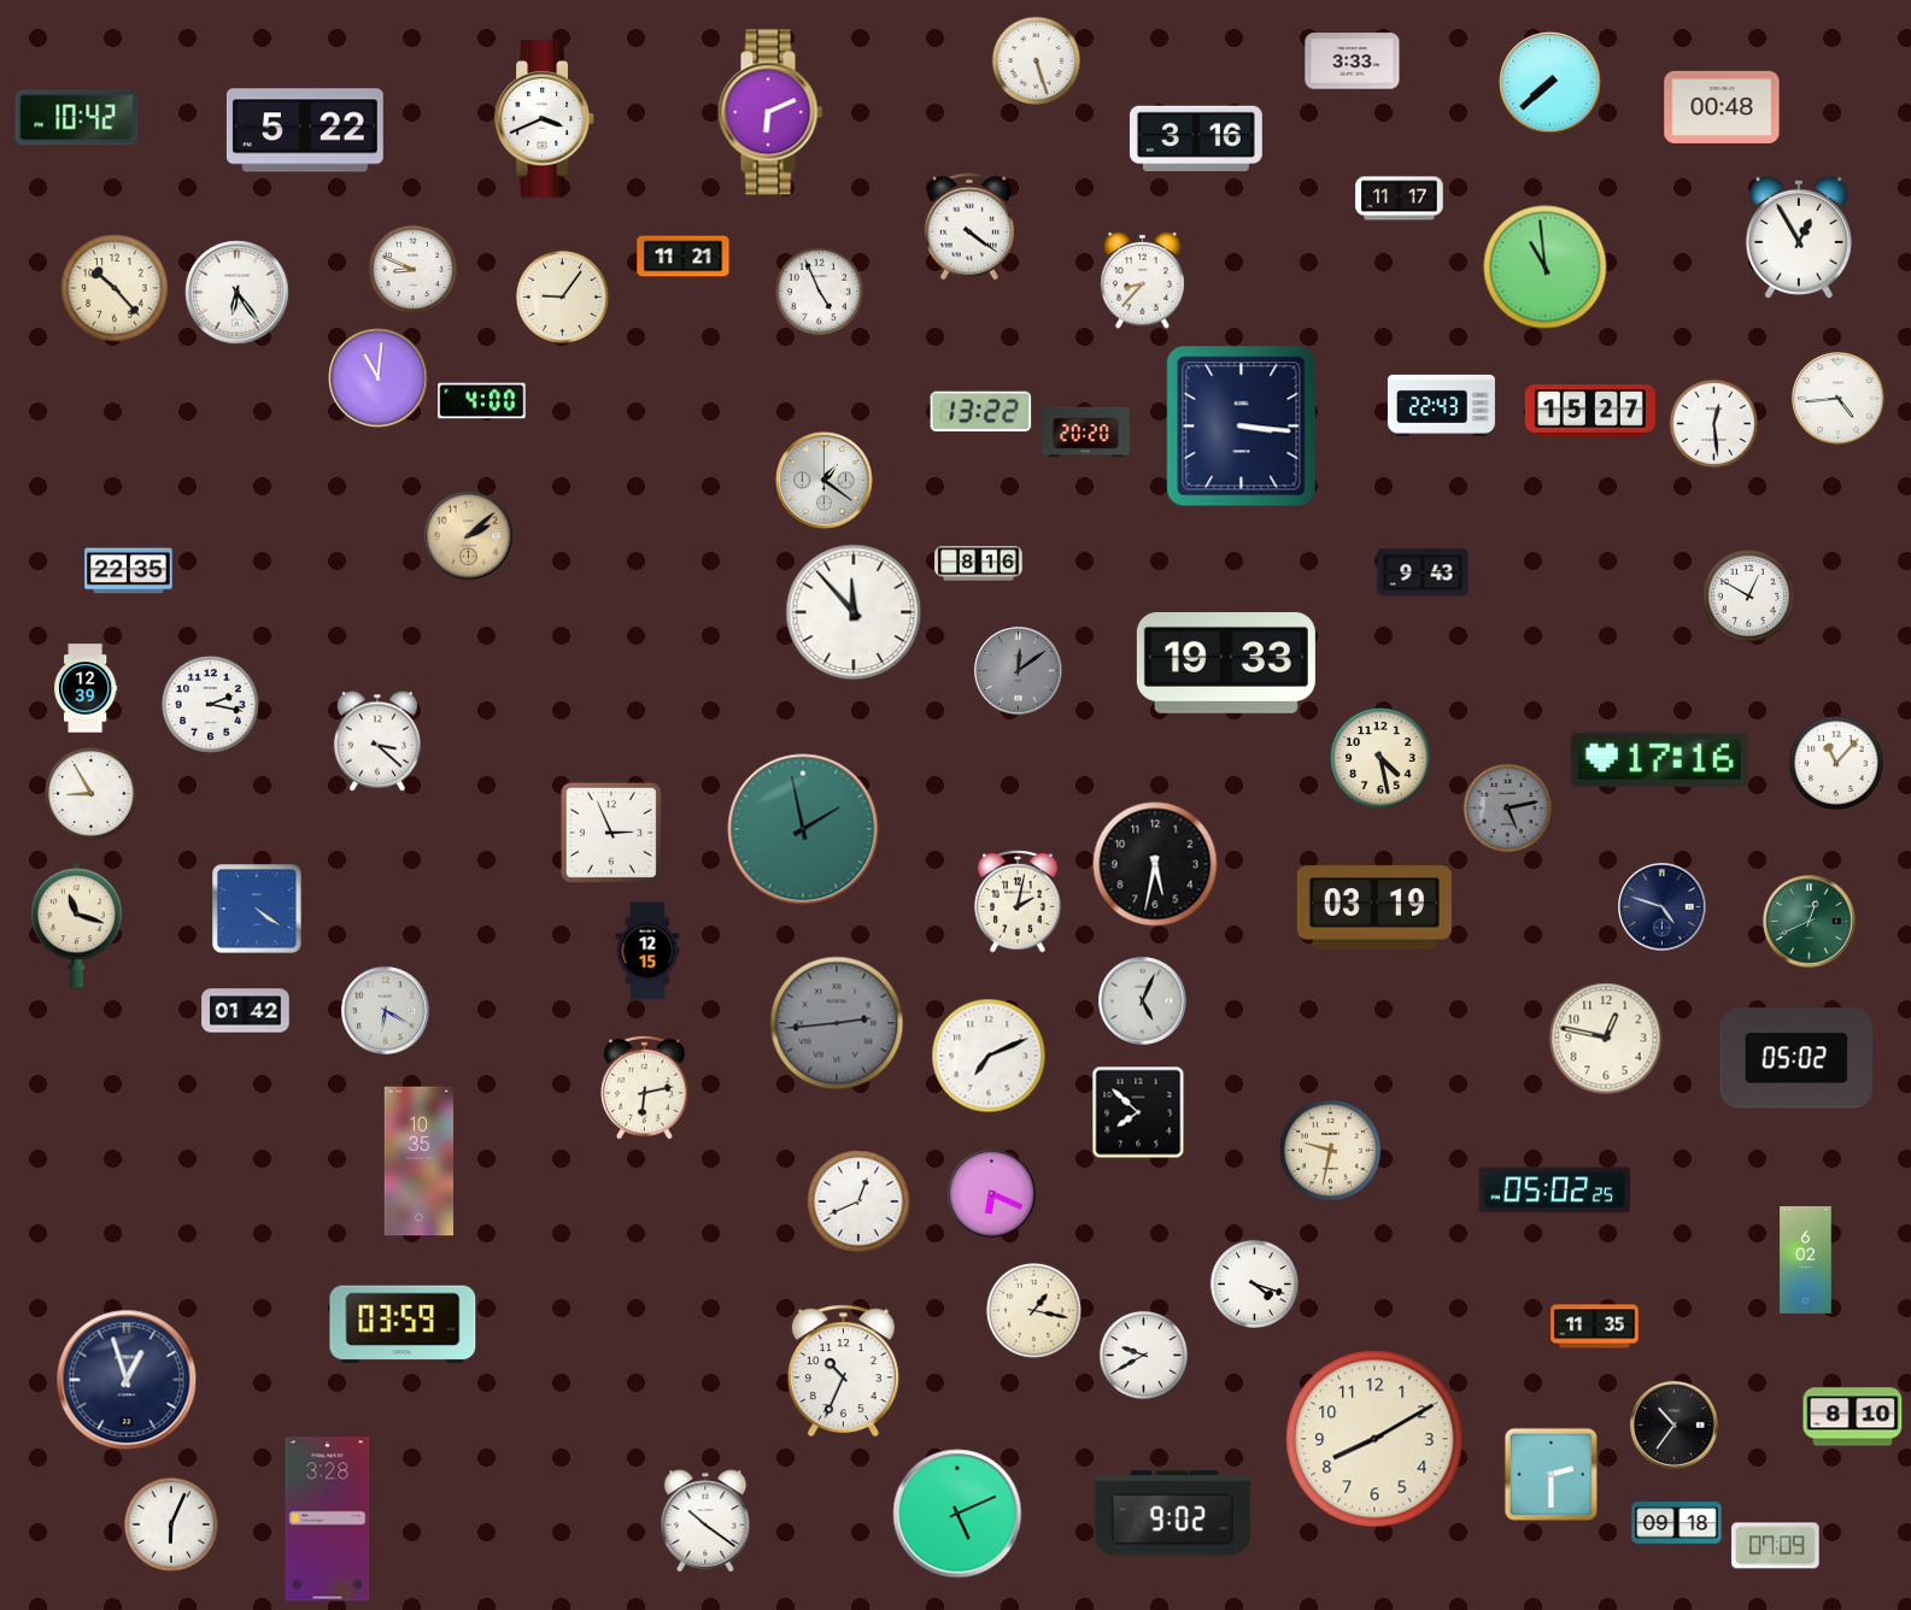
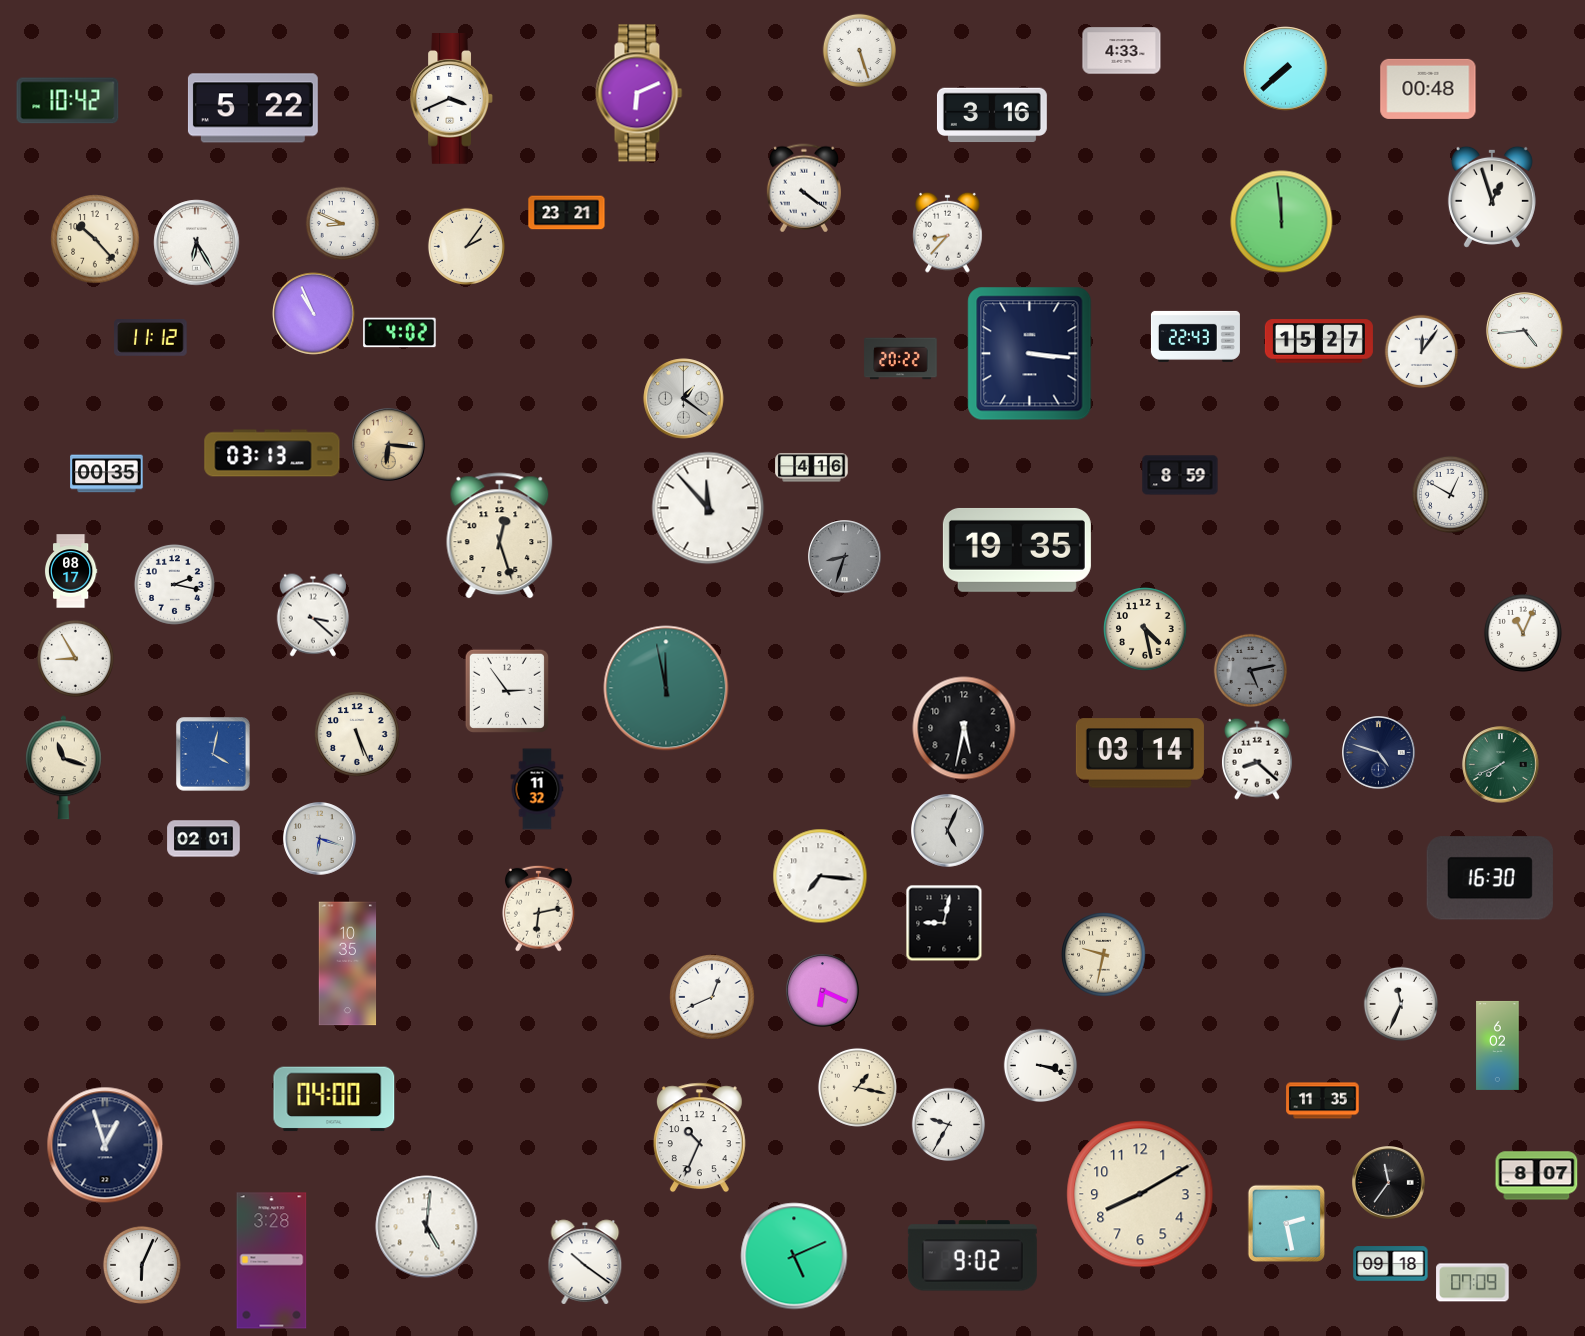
clock at (1353, 61): 3:33 -> 4:33
clock at (77, 118) position: (77, 118) -> (68, 101)
clock at (1400, 199): 11:17 -> none
clock at (1799, 237): 12:55 -> 12:57
clock at (684, 257): 11:21 -> 23:21
clock at (1546, 268): 10:59 -> 11:59
clock at (819, 290): 4:56 -> none
clock at (238, 293): 6:24 -> 6:25
clock at (562, 296): 9:06 -> 2:06
clock at (379, 378): 11:01 -> 10:56
clock at (482, 401): 4:00 -> 4:02
clock at (151, 338): none -> 11:12
clock at (981, 412): 13:22 -> none
clock at (1713, 423): 12:29 -> 12:06
clock at (1086, 433): 20:20 -> 20:22
clock at (469, 536): 2:08 -> 6:16
clock at (272, 453): none -> 03:13
clock at (979, 564): 8:16 -> 4:16
clock at (129, 571): 22:35 -> 00:35
clock at (1423, 572): 9:43 -> 8:59
clock at (500, 536): none -> 12:27
clock at (1226, 663): 19:33 -> 19:35
clock at (1019, 671): 12:09 -> 8:33
clock at (86, 688): 12:39 -> 08:17
clock at (1659, 759): 17:16 -> none
clock at (1836, 763): 11:07 -> 11:04
clock at (803, 829): 1:58 -> 11:58
clock at (611, 833): 2:56 -> 2:54
clock at (1155, 864) position: (1155, 864) -> (964, 728)
clock at (357, 734): none -> 5:26
clock at (1018, 901): 2:02 -> none
clock at (1374, 907): 03:19 -> 03:14
clock at (257, 909): 4:21 -> 4:02
clock at (1257, 759): none -> 8:22
clock at (1810, 922): 12:41 -> 7:41
clock at (647, 951): 12:15 -> 11:32
clock at (246, 1011): 01:42 -> 02:01
clock at (386, 1011): 6:20 -> 6:18
clock at (837, 1023): 2:44 -> none
clock at (1606, 1038): 12:47 -> none
clock at (989, 1056): 7:11 -> 7:16
clock at (1796, 1058): 05:02 -> 16:30
clock at (645, 1087) position: (645, 1087) -> (539, 908)
clock at (1138, 1112): 7:52 -> 9:02
clock at (1555, 1191): 05:02 -> none
clock at (1401, 1004): none -> 11:34
clock at (1254, 1283): 4:18 -> 3:18
clock at (403, 1324): 03:59 -> 04:00
clock at (1143, 1355): 9:40 -> 9:35
clock at (1853, 1417): 8:10 -> 8:07
clock at (1675, 1426): 10:36 -> 11:36
clock at (1552, 1475): 2:30 -> 2:28
clock at (427, 1227): none -> 5:01
